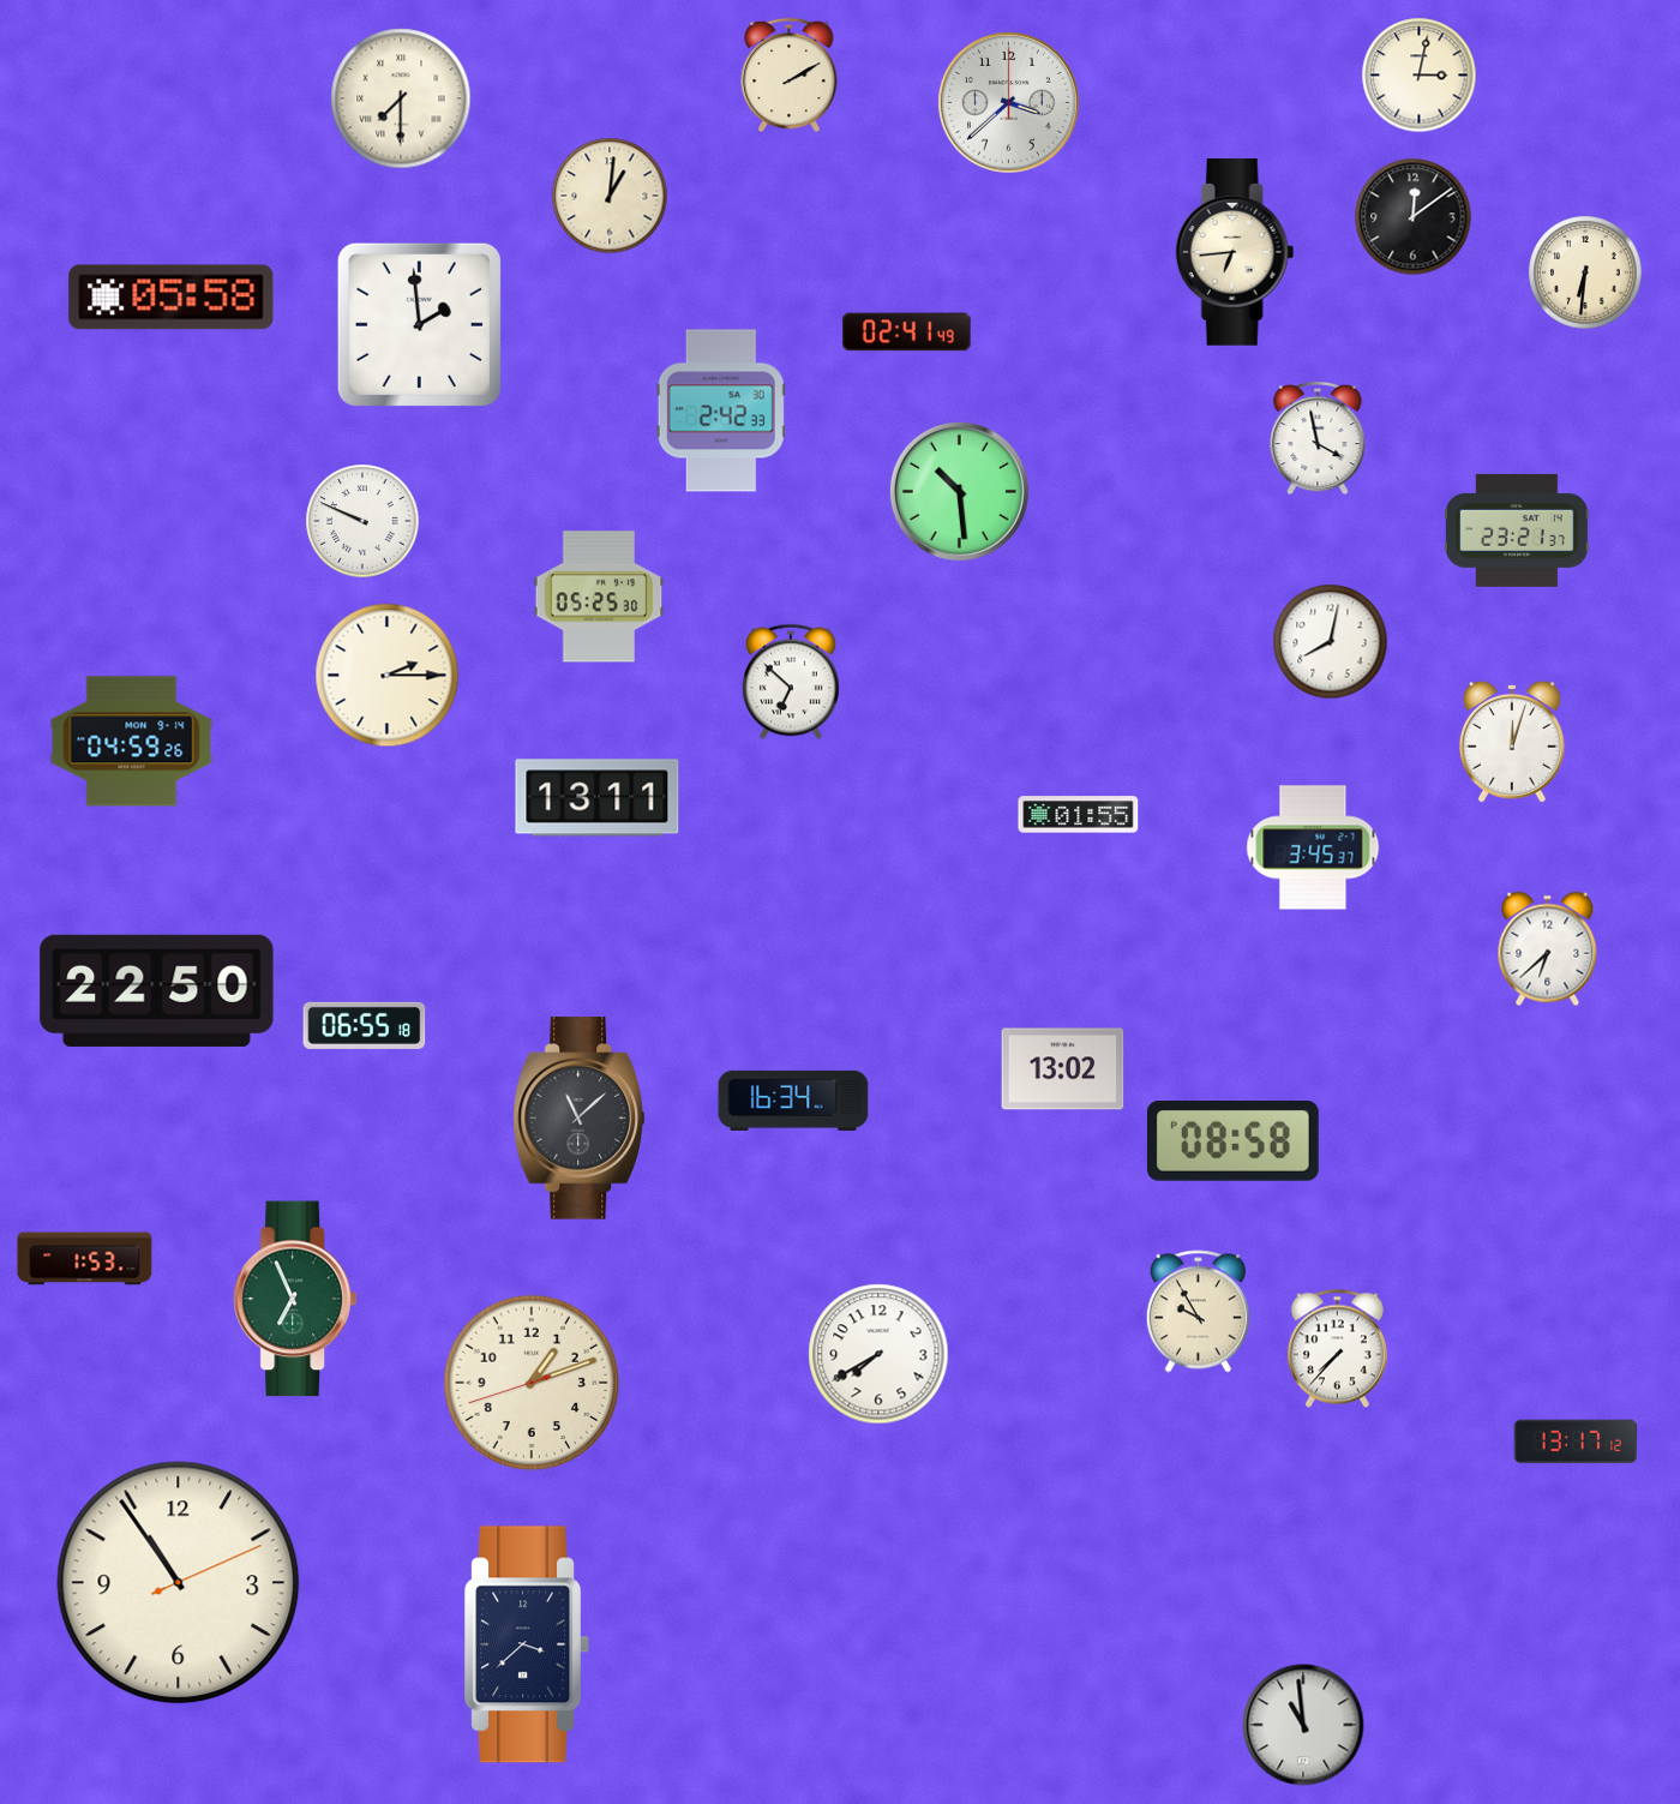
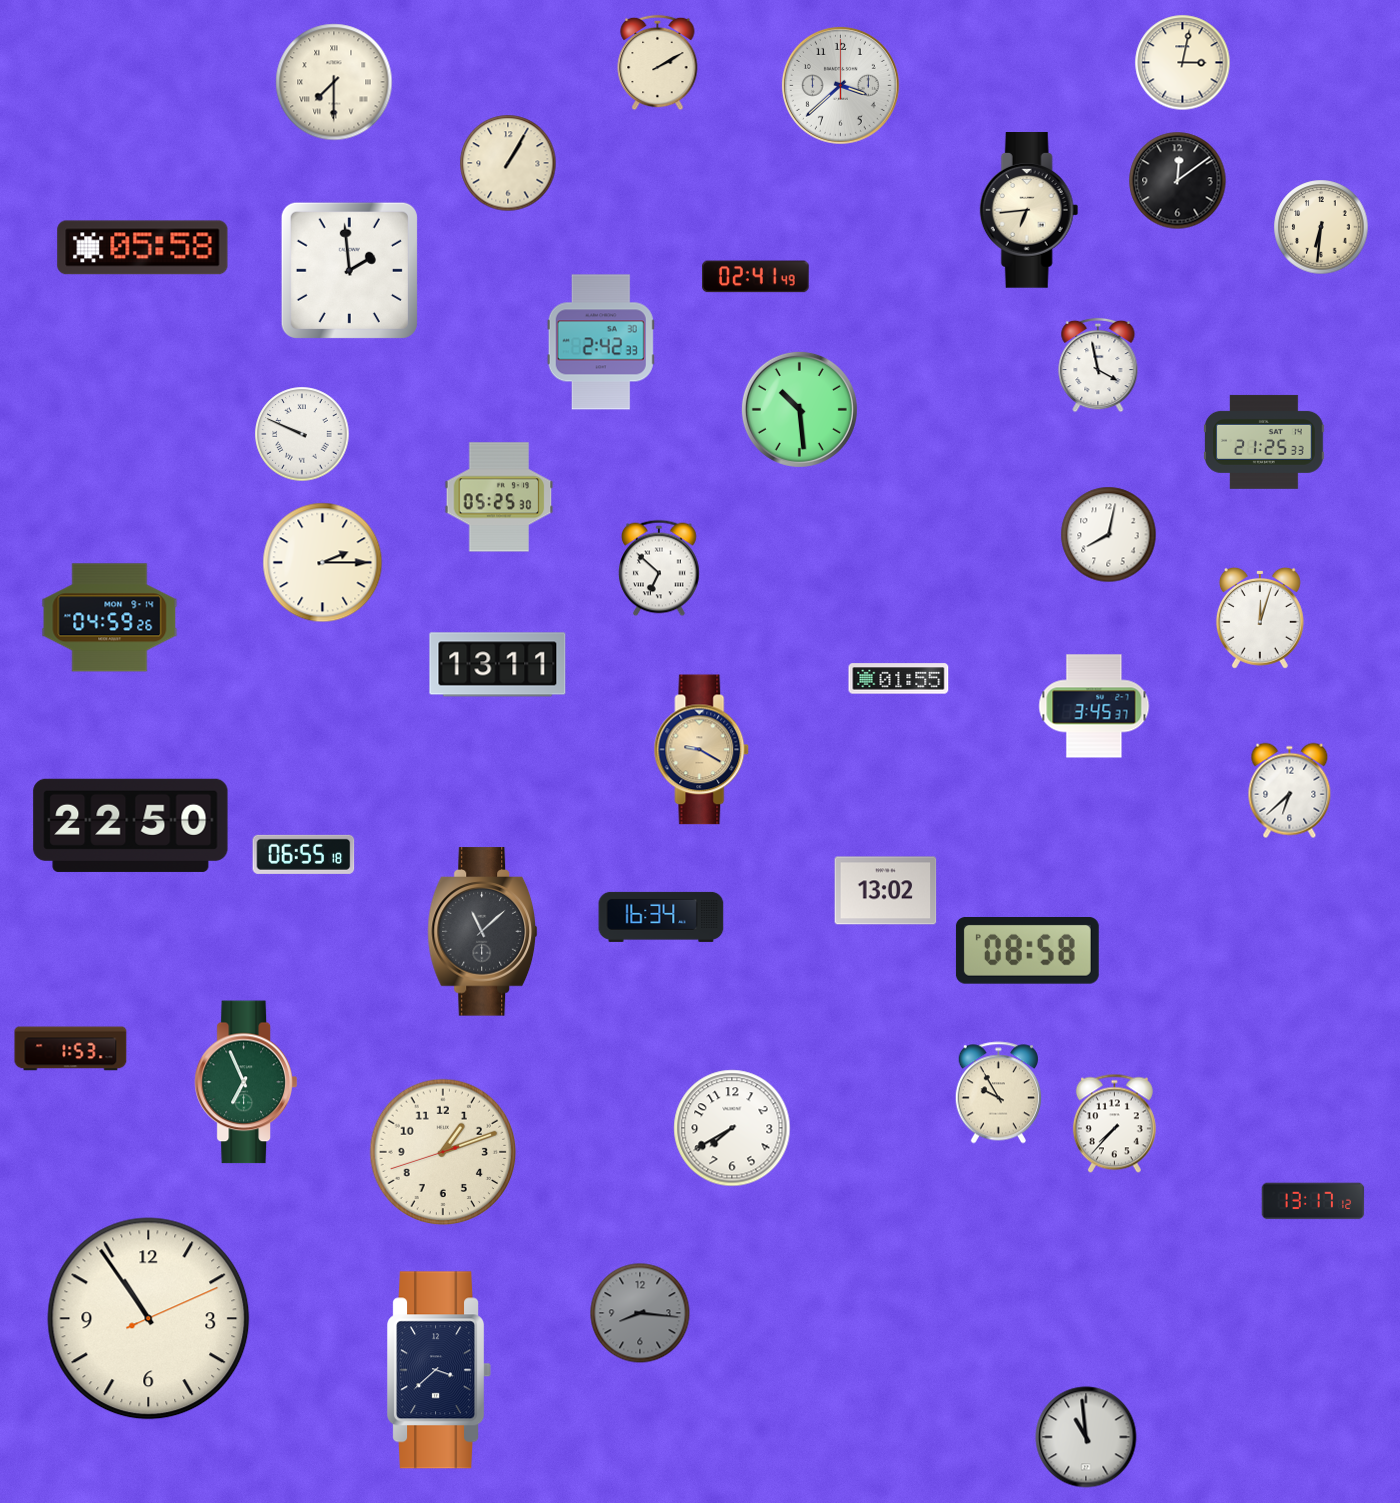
clock at (610, 196): 1:01 -> 1:05
clock at (1517, 531): 23:21 -> 21:25
clock at (702, 750): none -> 9:20
clock at (640, 1313): none -> 8:16
